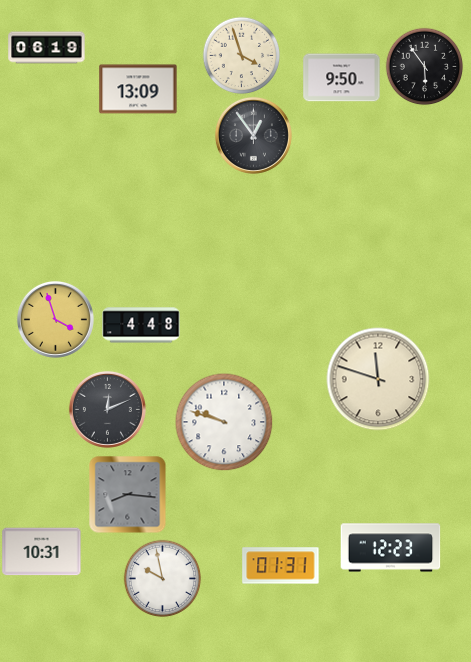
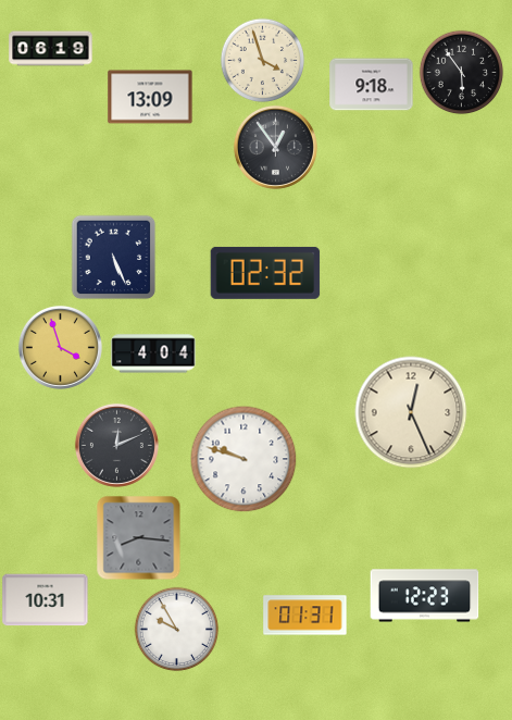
clock at (47, 48) position: (47, 48) -> (51, 49)
clock at (342, 78): 9:50 -> 9:18
clock at (113, 257): none -> 5:26
clock at (265, 273): none -> 02:32
clock at (141, 325): 4:48 -> 4:04
clock at (378, 379): 11:48 -> 12:26
clock at (162, 578): 9:58 -> 9:55
